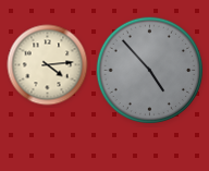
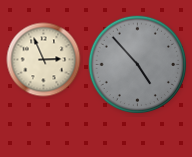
clock at (48, 65): 4:14 -> 2:56
